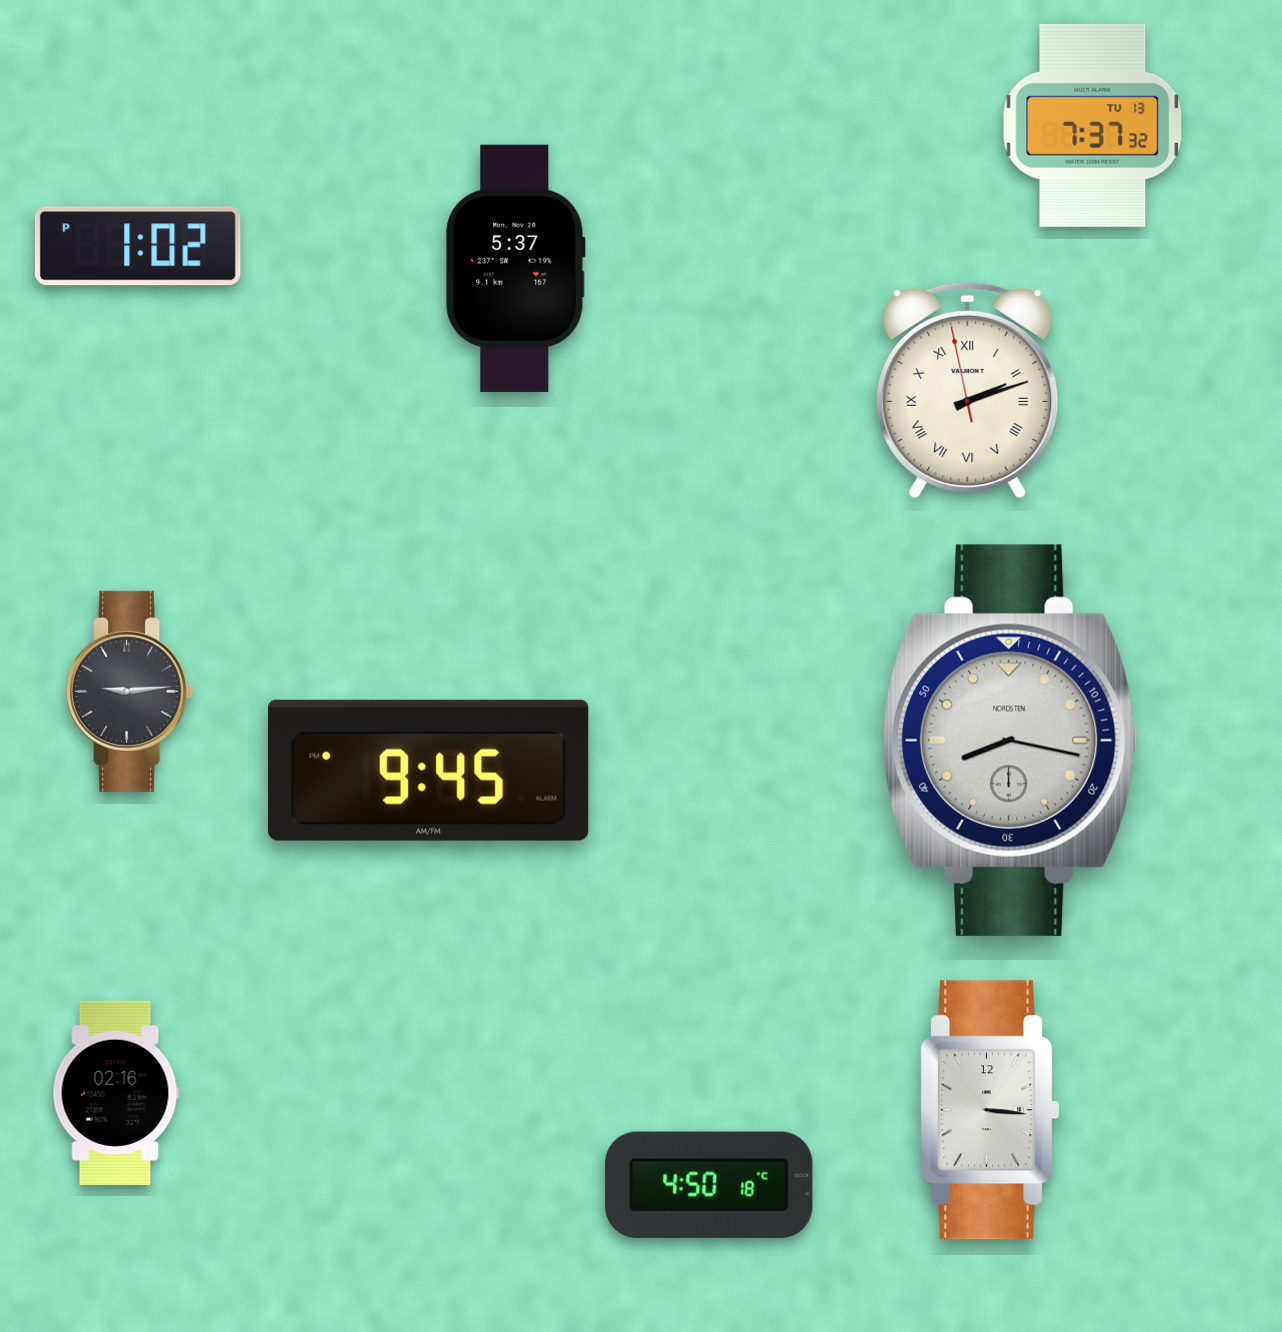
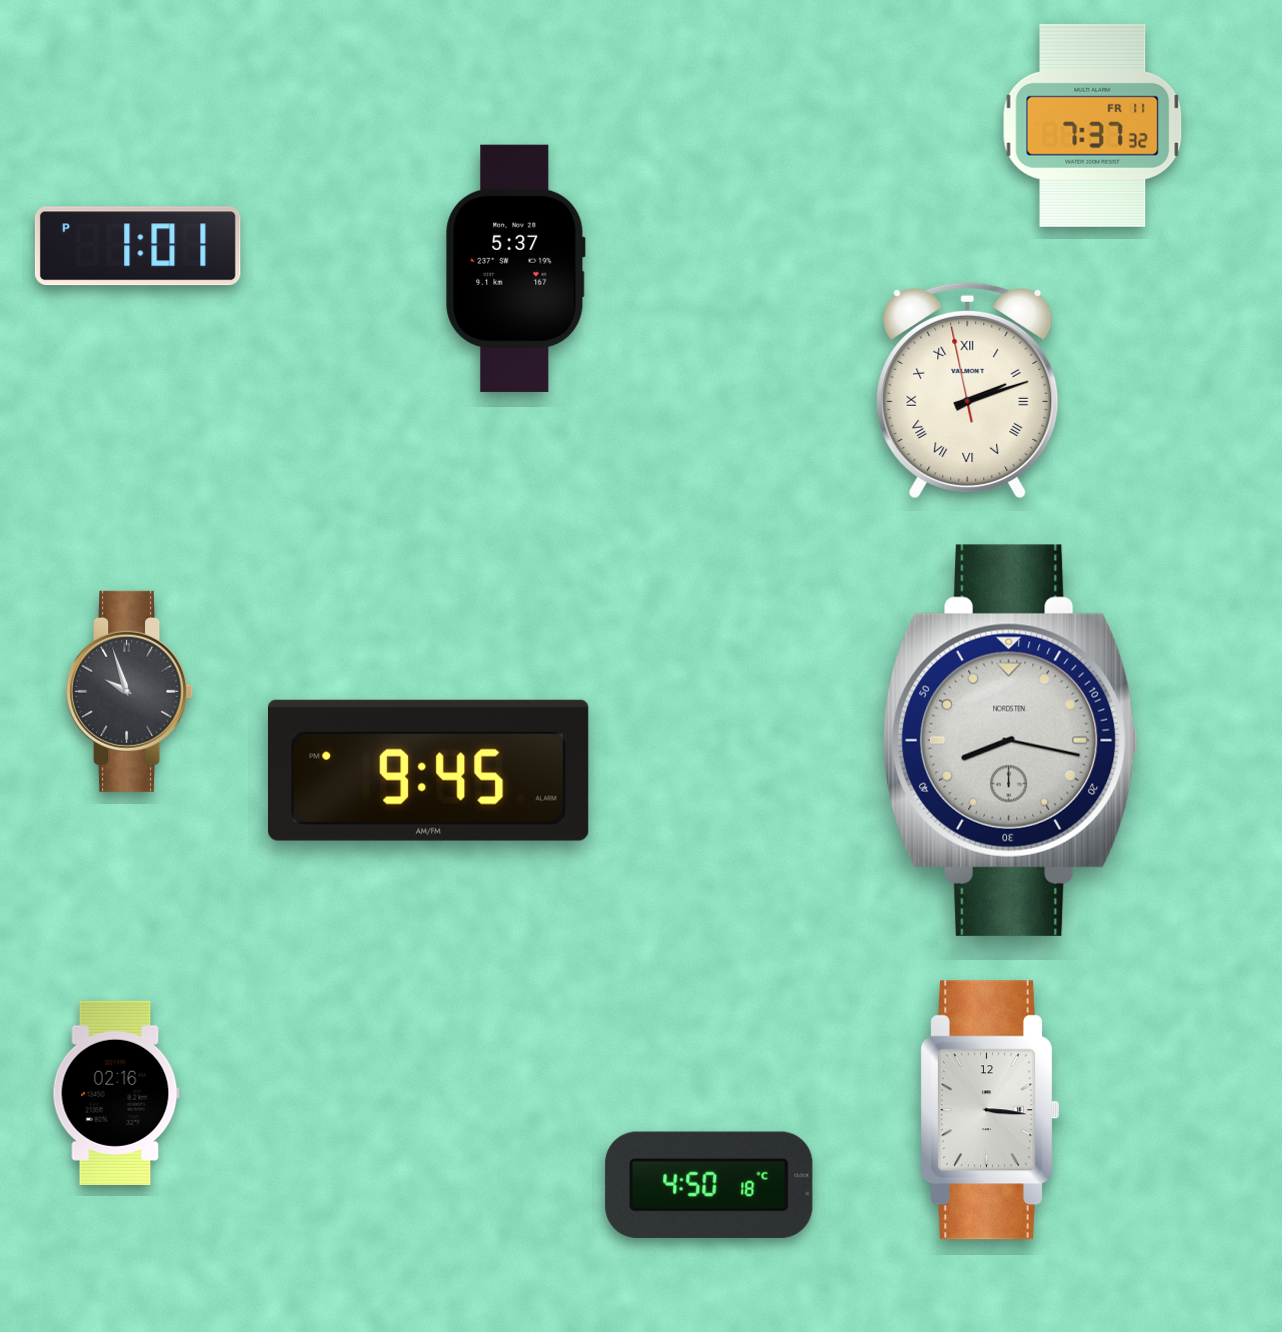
clock at (1093, 125) date: TU 13 -> FR 11
clock at (138, 246): 1:02 -> 1:01
clock at (130, 691): 9:14 -> 9:57
